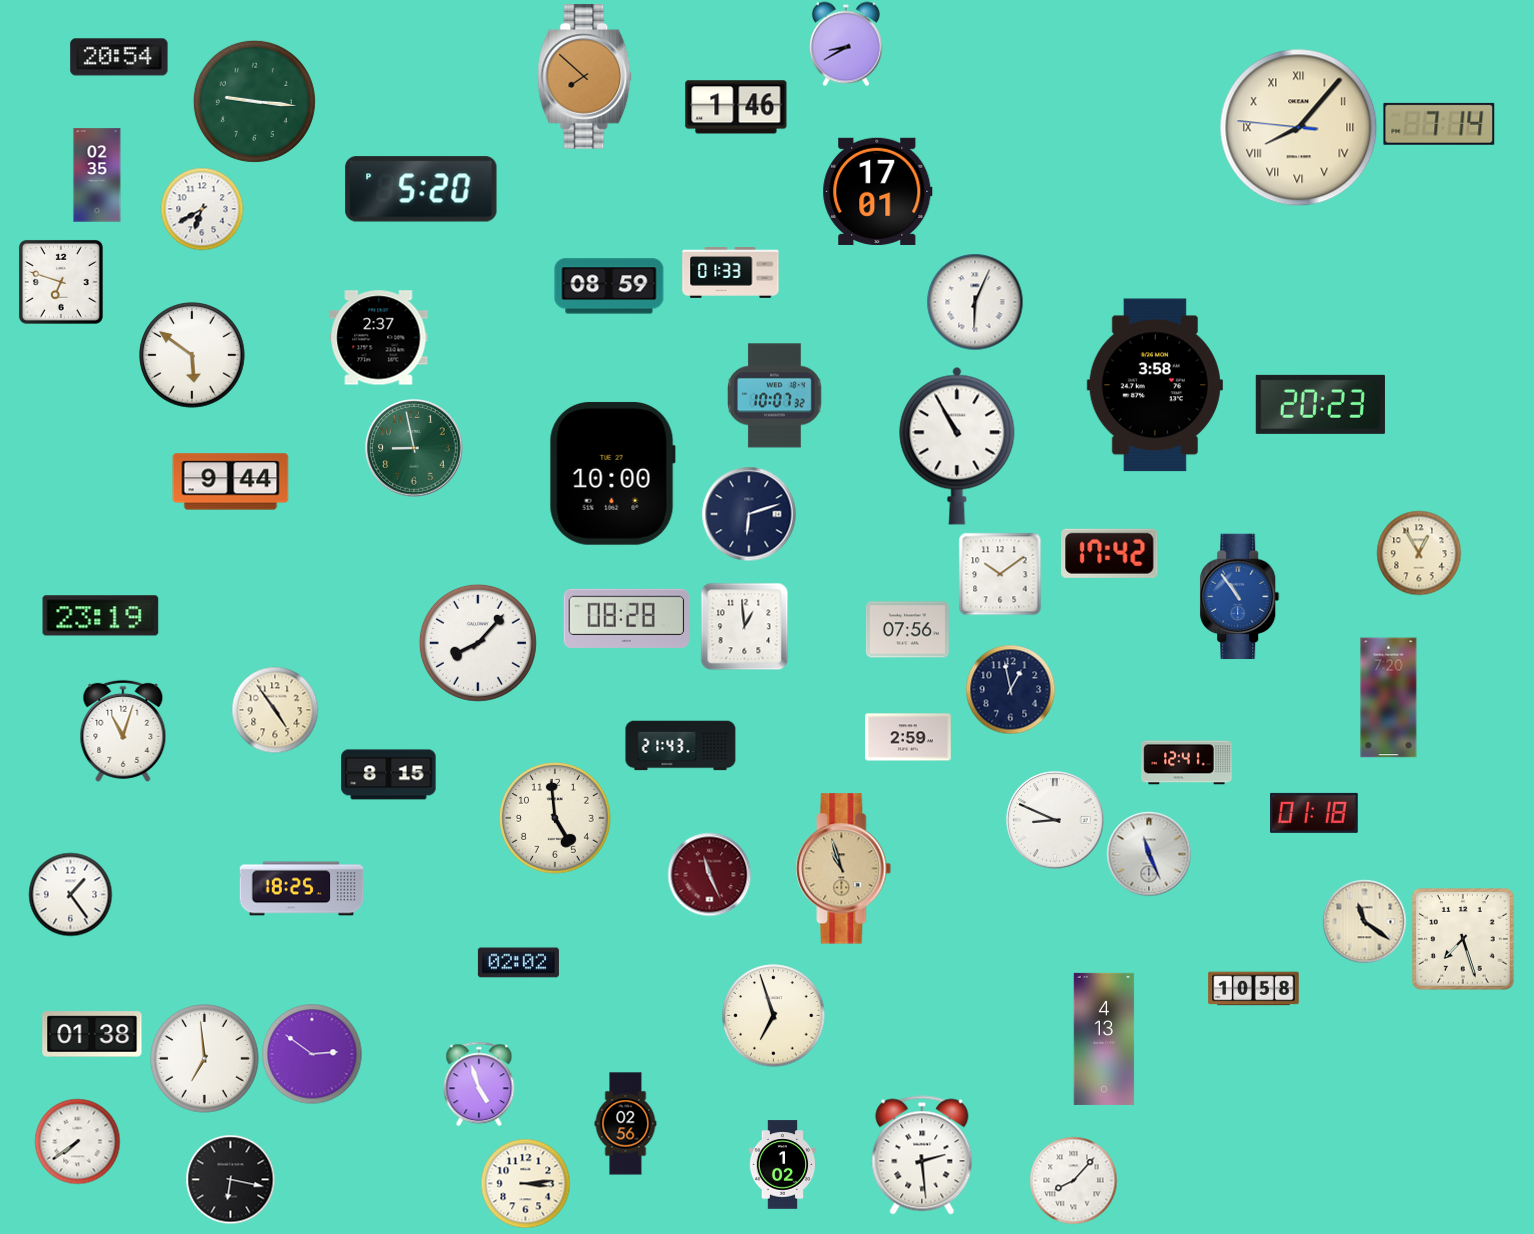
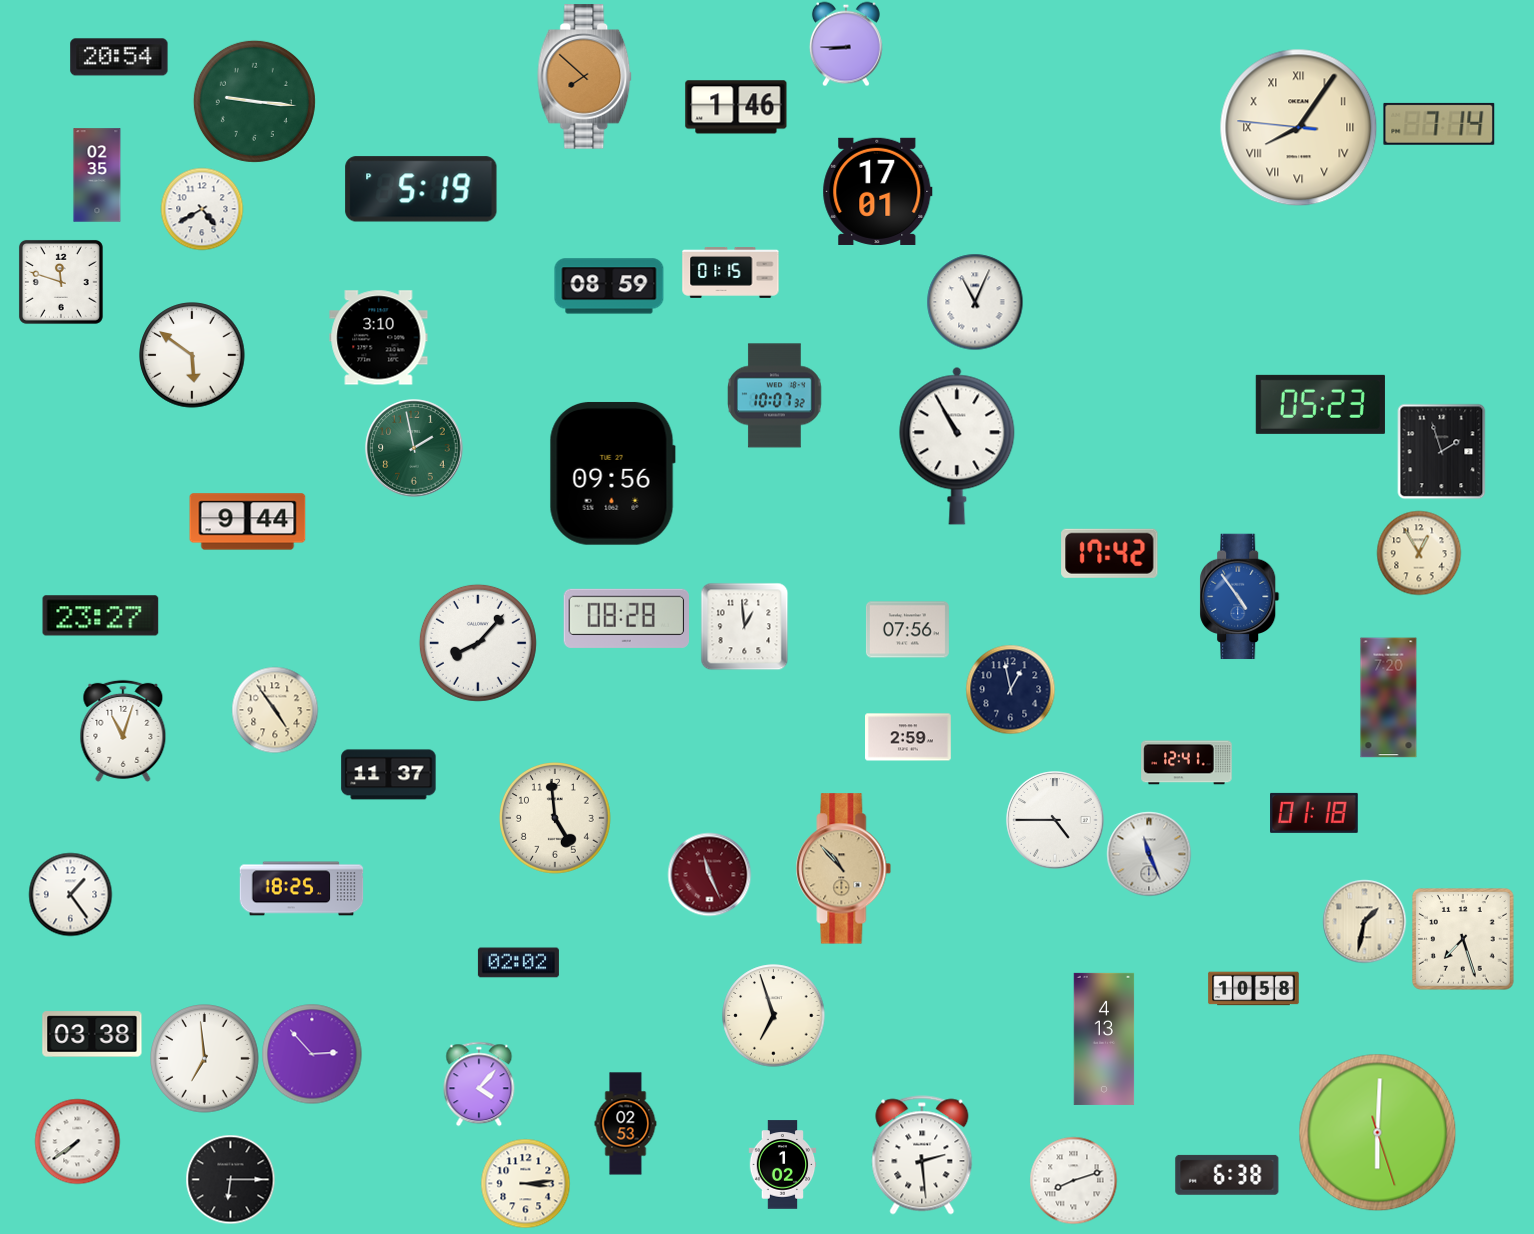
clock at (846, 44): 8:40 -> 8:45
clock at (1299, 128): 8:06 -> 8:05
clock at (421, 189): 5:20 -> 5:19
clock at (202, 209): 6:40 -> 4:40
clock at (731, 273): 01:33 -> 01:15
clock at (61, 282): 6:48 -> 11:48
clock at (975, 302): 6:04 -> 11:04
clock at (379, 338): 2:37 -> 3:10
clock at (1155, 385): 3:58 -> none
clock at (1320, 404): 20:23 -> 05:23
clock at (414, 448): 8:58 -> 1:58
clock at (1442, 451): none -> 1:57
clock at (612, 473): 10:00 -> 09:56
clock at (231, 482) position: (231, 482) -> (248, 522)
clock at (749, 514): 6:12 -> none
clock at (1000, 574): 10:09 -> none
clock at (1240, 597): 10:54 -> 4:54
clock at (101, 616): 23:19 -> 23:27
clock at (681, 746): 21:43 -> none
clock at (389, 775): 8:15 -> 11:37
clock at (1055, 820): 8:49 -> 4:45
clock at (844, 869): 10:57 -> 10:53
clock at (1364, 921): 11:21 -> 1:32
clock at (92, 1034): 01:38 -> 03:38
clock at (312, 1054): 2:51 -> 2:53
clock at (479, 1084): 4:57 -> 4:07
clock at (626, 1124): 02:56 -> 02:53
clock at (1378, 1133): none -> 6:00
clock at (1227, 1175): none -> 6:38
clock at (230, 1179): 6:17 -> 6:15
clock at (1073, 1180): 8:07 -> 8:12
